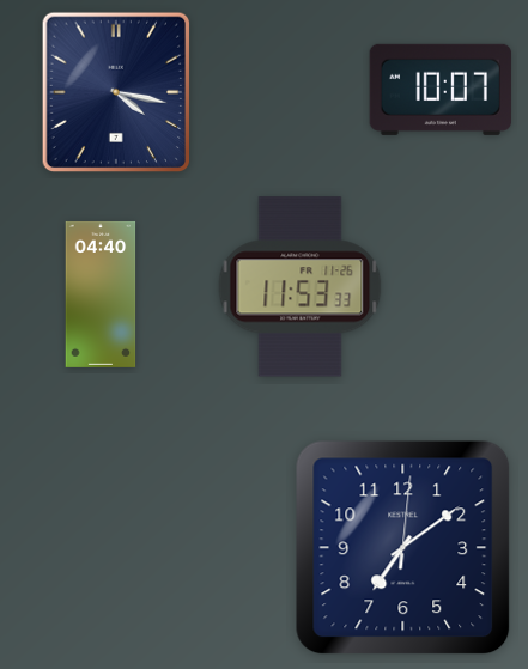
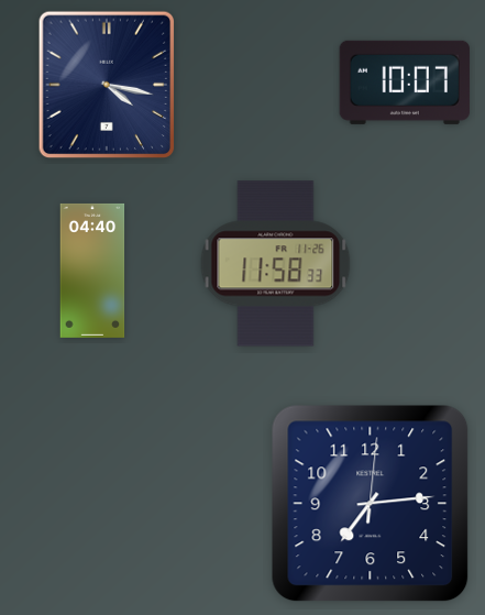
clock at (301, 287): 11:53 -> 11:58
clock at (403, 548): 7:09 -> 7:14
